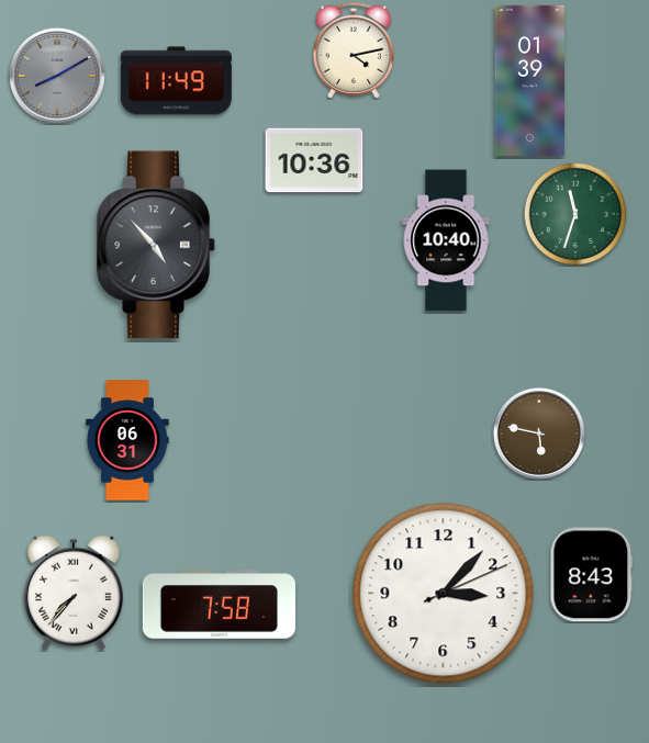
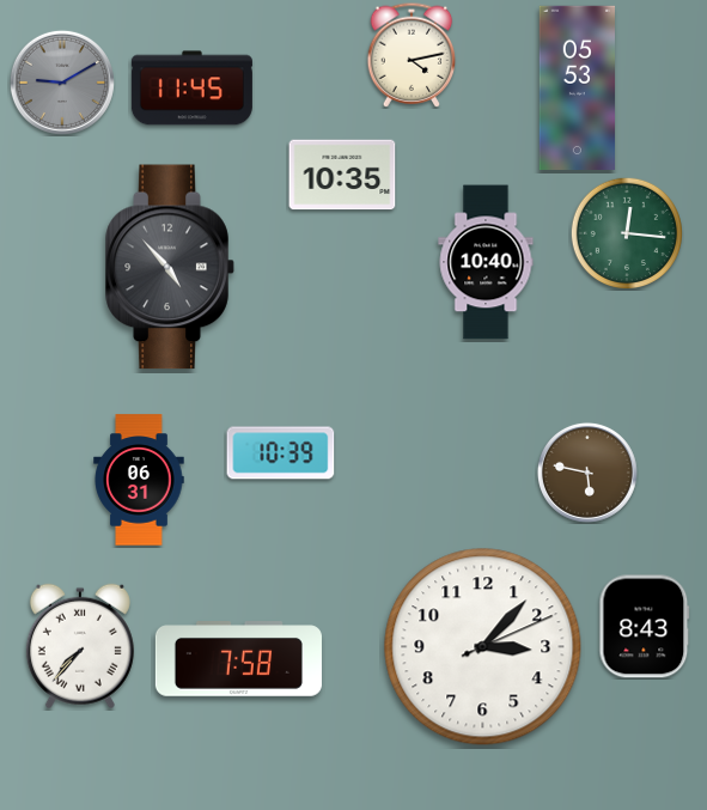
clock at (354, 50) position: (354, 50) -> (412, 55)
clock at (57, 76): 8:10 -> 9:10
clock at (530, 80): 01:39 -> 05:53
clock at (176, 81): 11:49 -> 11:45
clock at (314, 160): 10:36 -> 10:35
clock at (574, 213): 11:33 -> 12:16
clock at (281, 453): none -> 10:39
